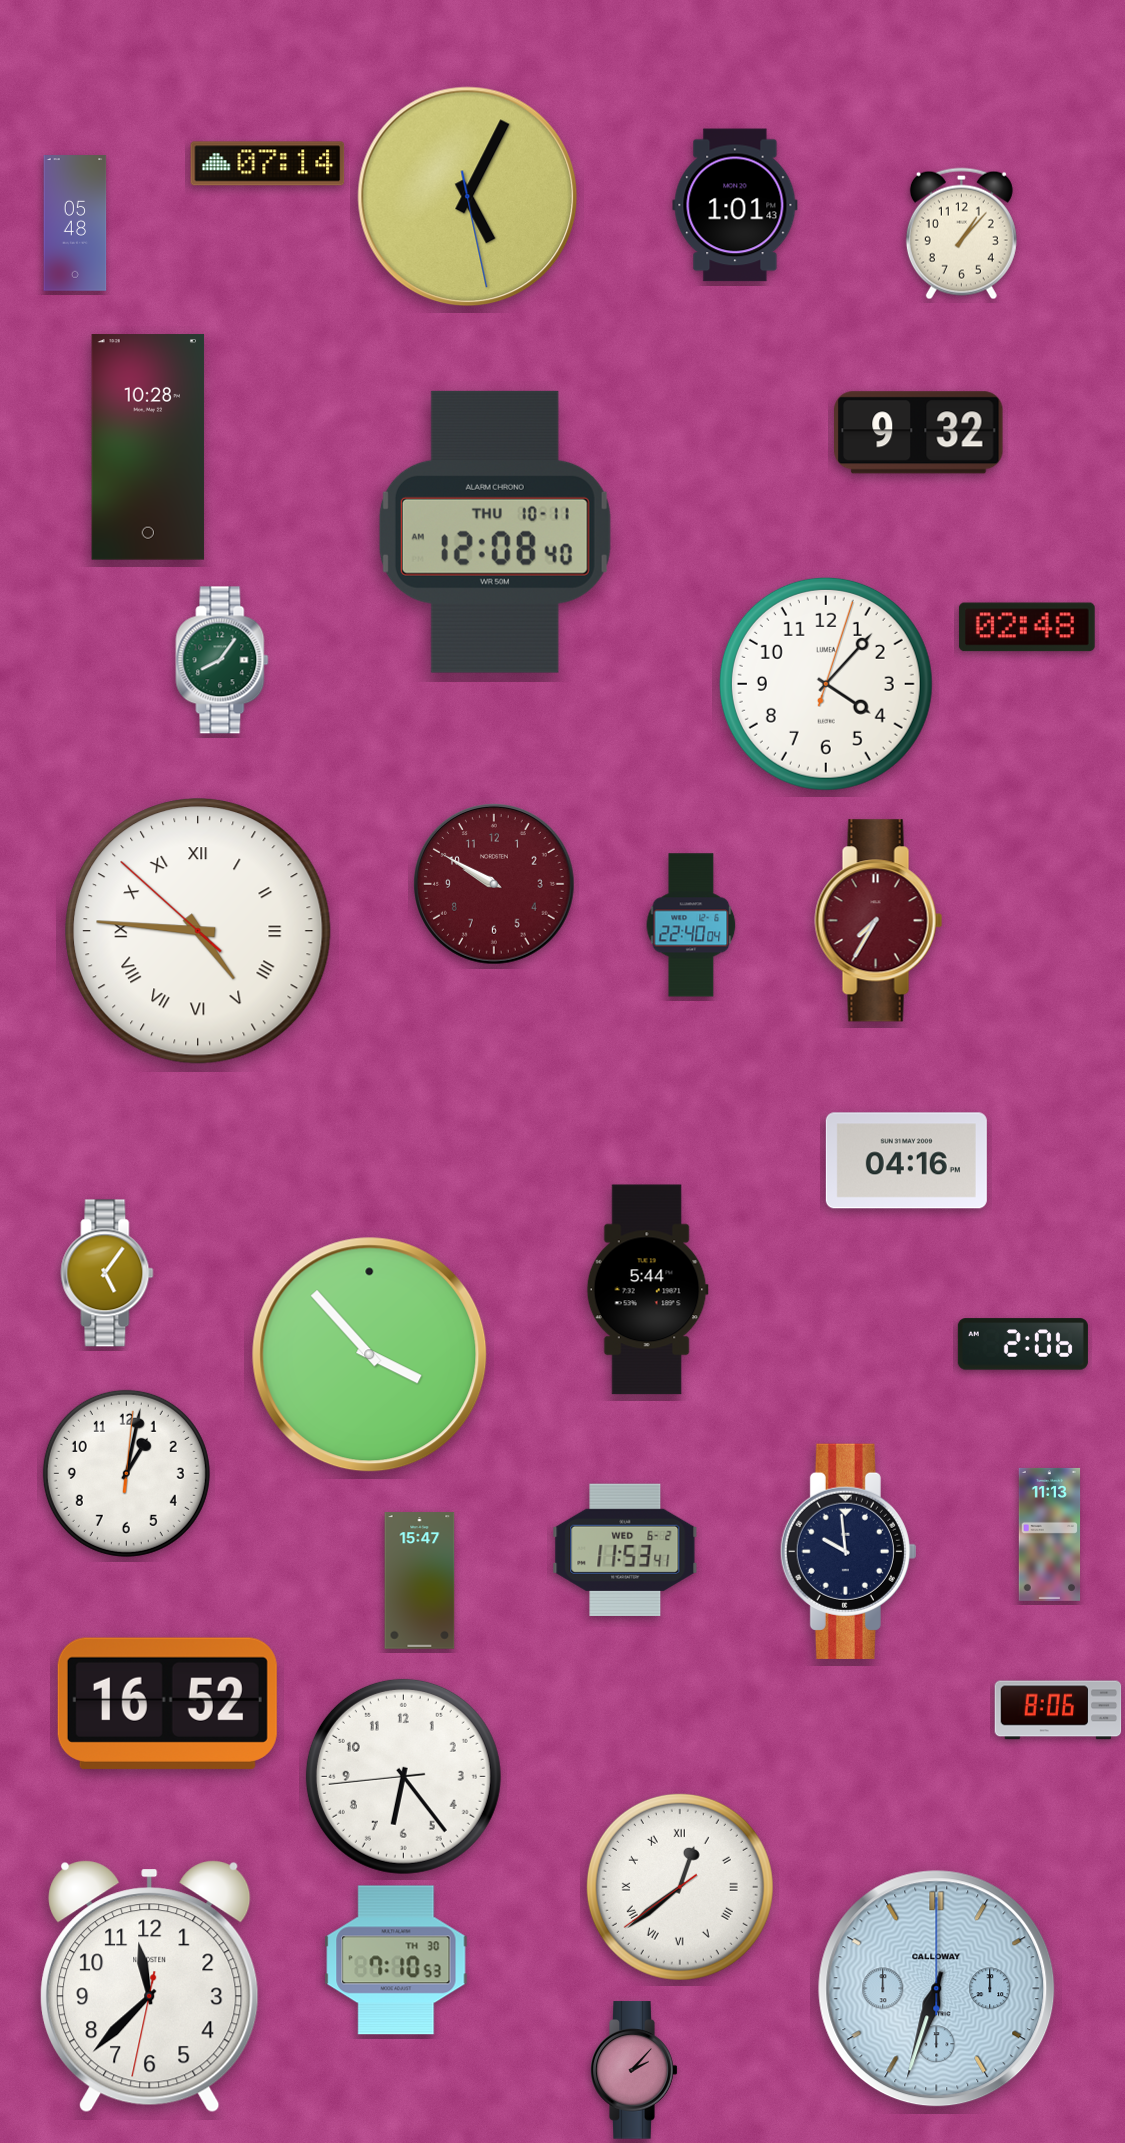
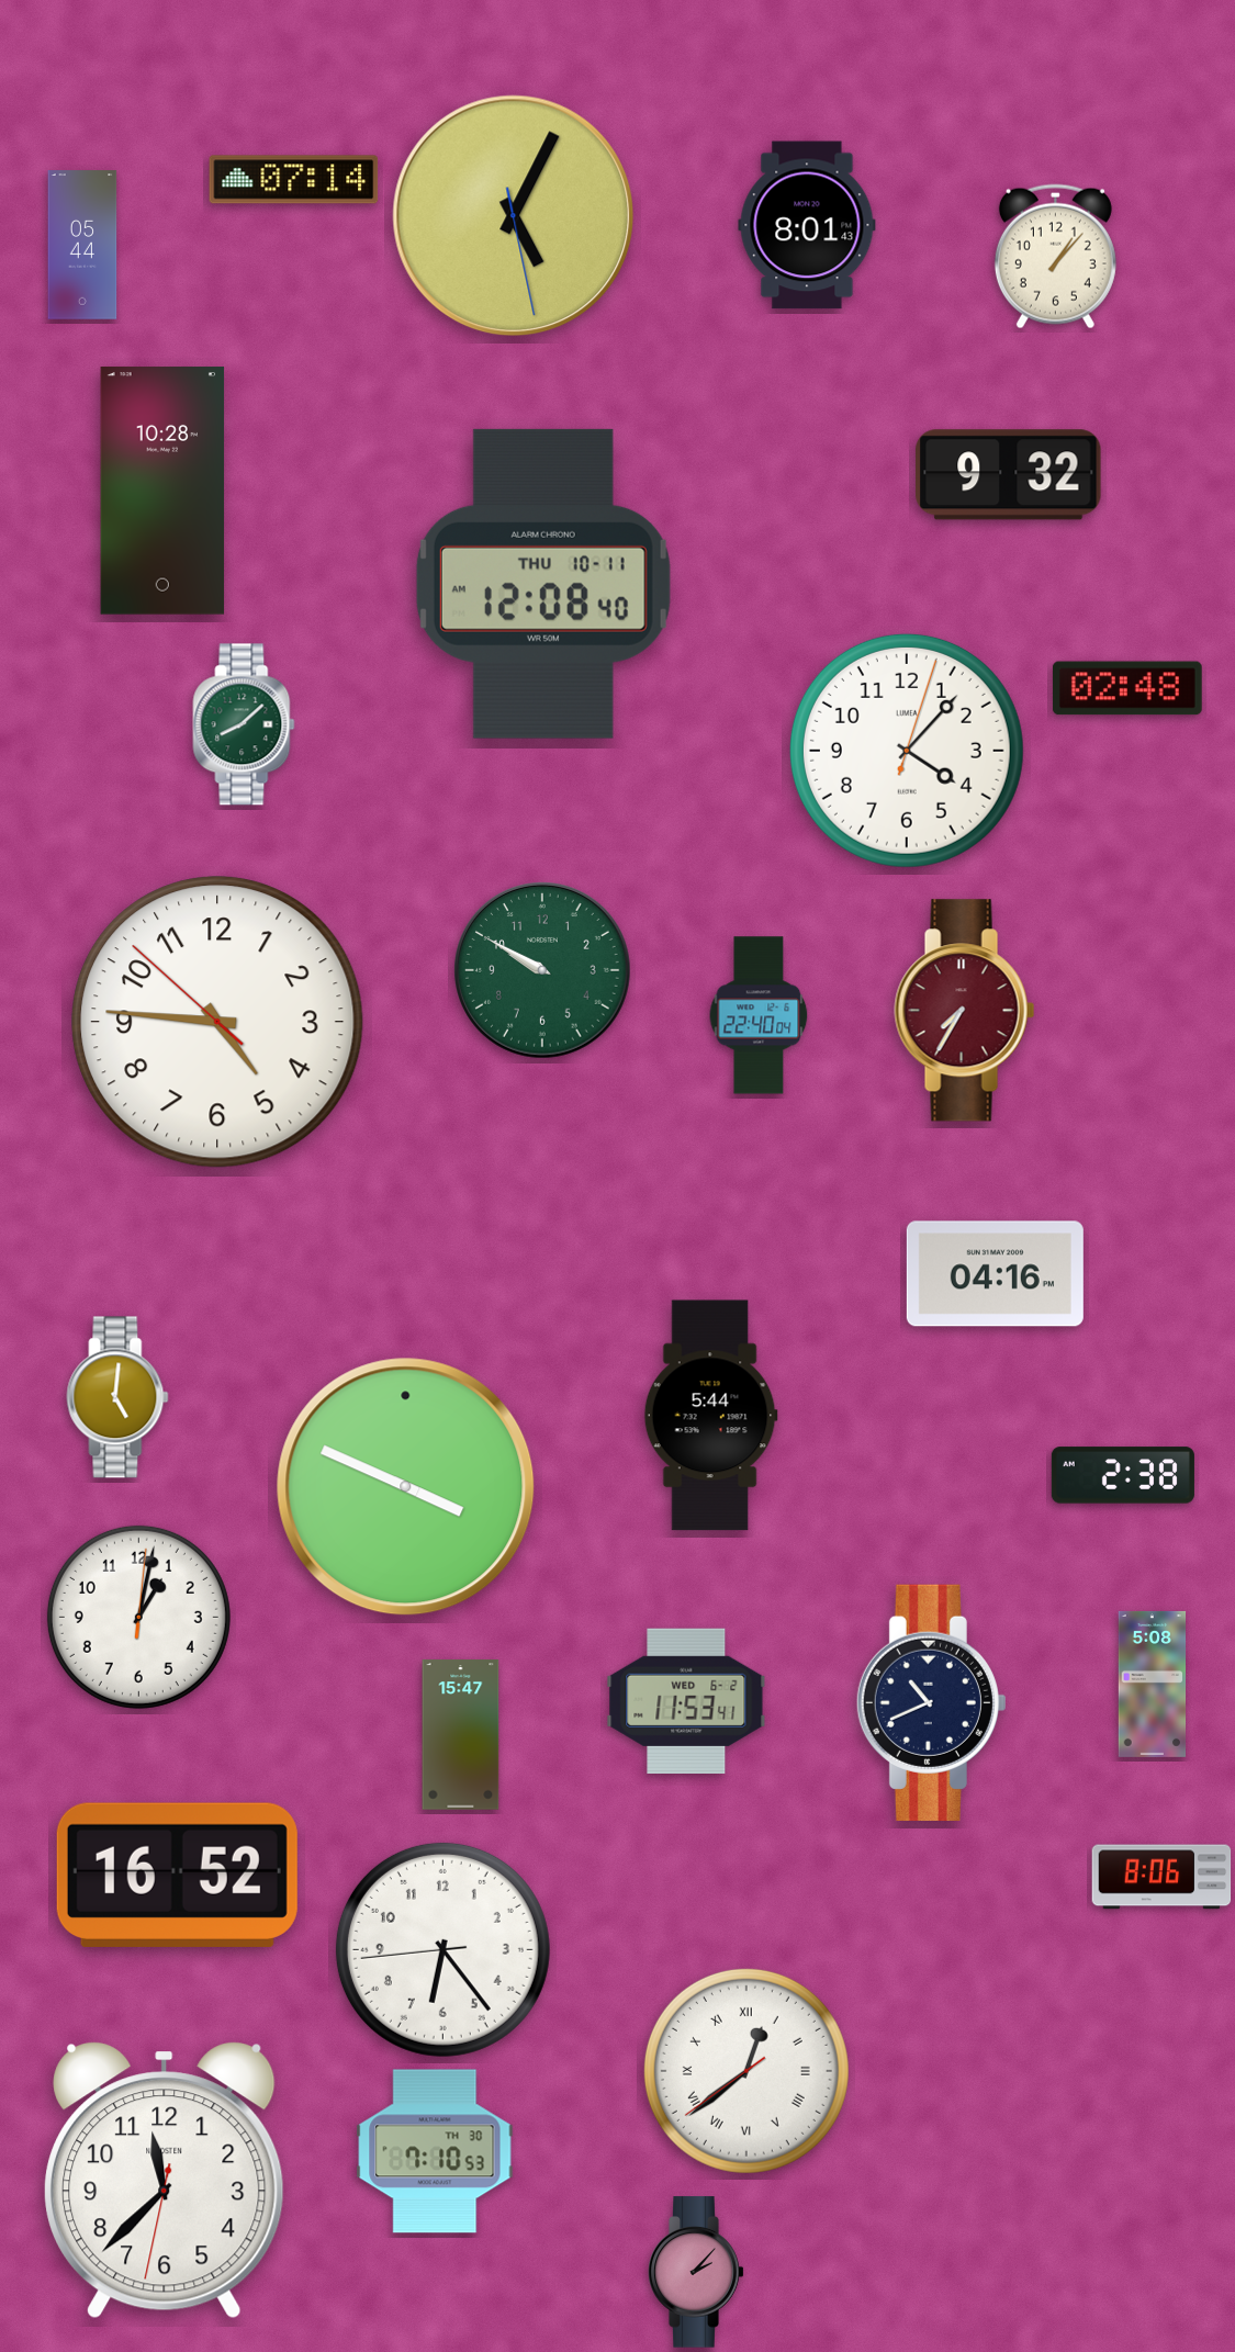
clock at (735, 205): 1:01 -> 8:01
clock at (75, 223): 05:48 -> 05:44
clock at (222, 660): 8:06 -> 8:08
clock at (495, 885) dial: burgundy -> green
clock at (198, 931) numerals: Roman -> Arabic
clock at (107, 1273): 5:06 -> 5:01
clock at (1023, 1344): 2:06 -> 2:38
clock at (370, 1355): 3:53 -> 3:49
clock at (1050, 1534): 11:13 -> 5:08
clock at (848, 1551): 9:59 -> 10:41
clock at (167, 1703) position: (167, 1703) -> (177, 1875)
clock at (937, 1989): 6:33 -> none
